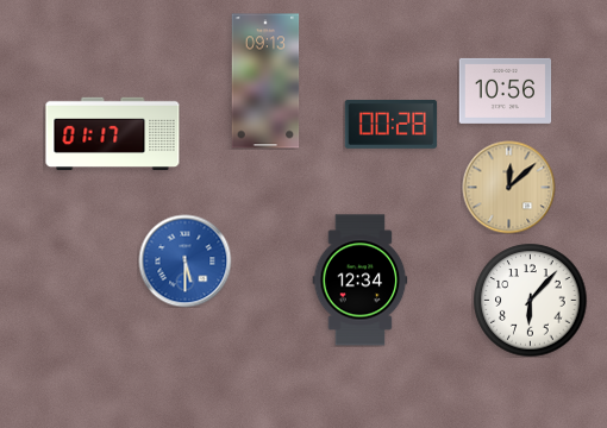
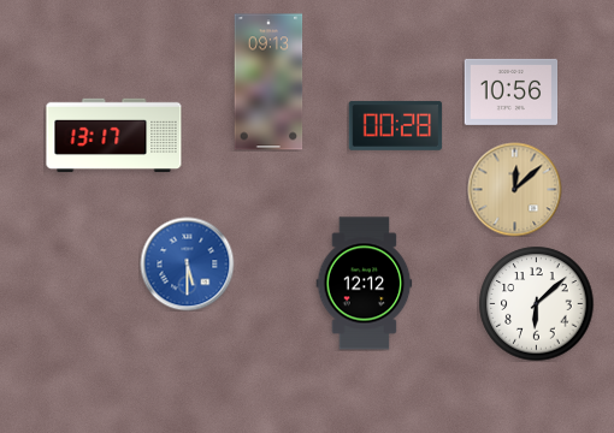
clock at (113, 134): 01:17 -> 13:17
clock at (361, 281): 12:34 -> 12:12
clock at (530, 300): 6:07 -> 6:08
